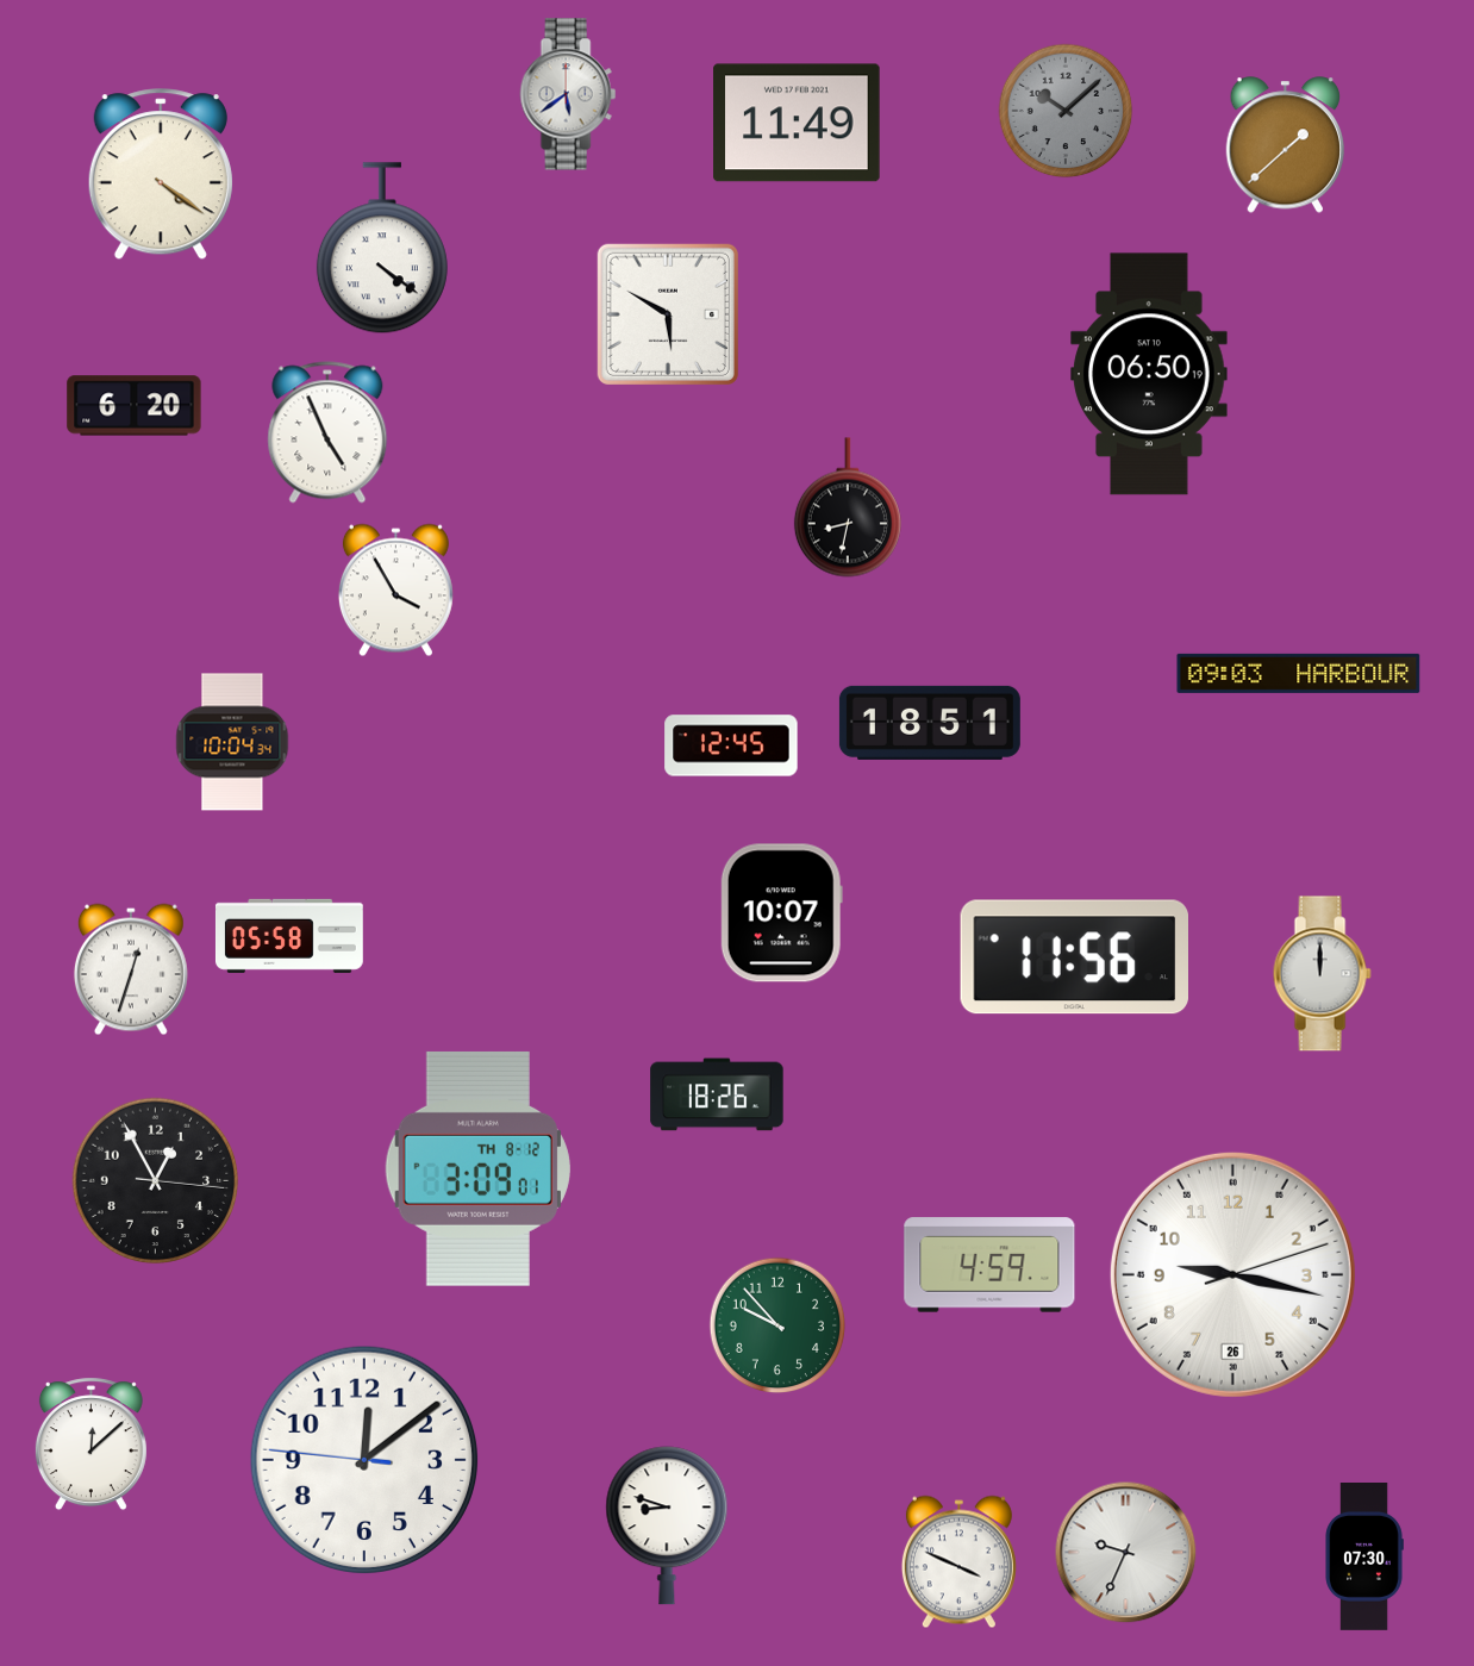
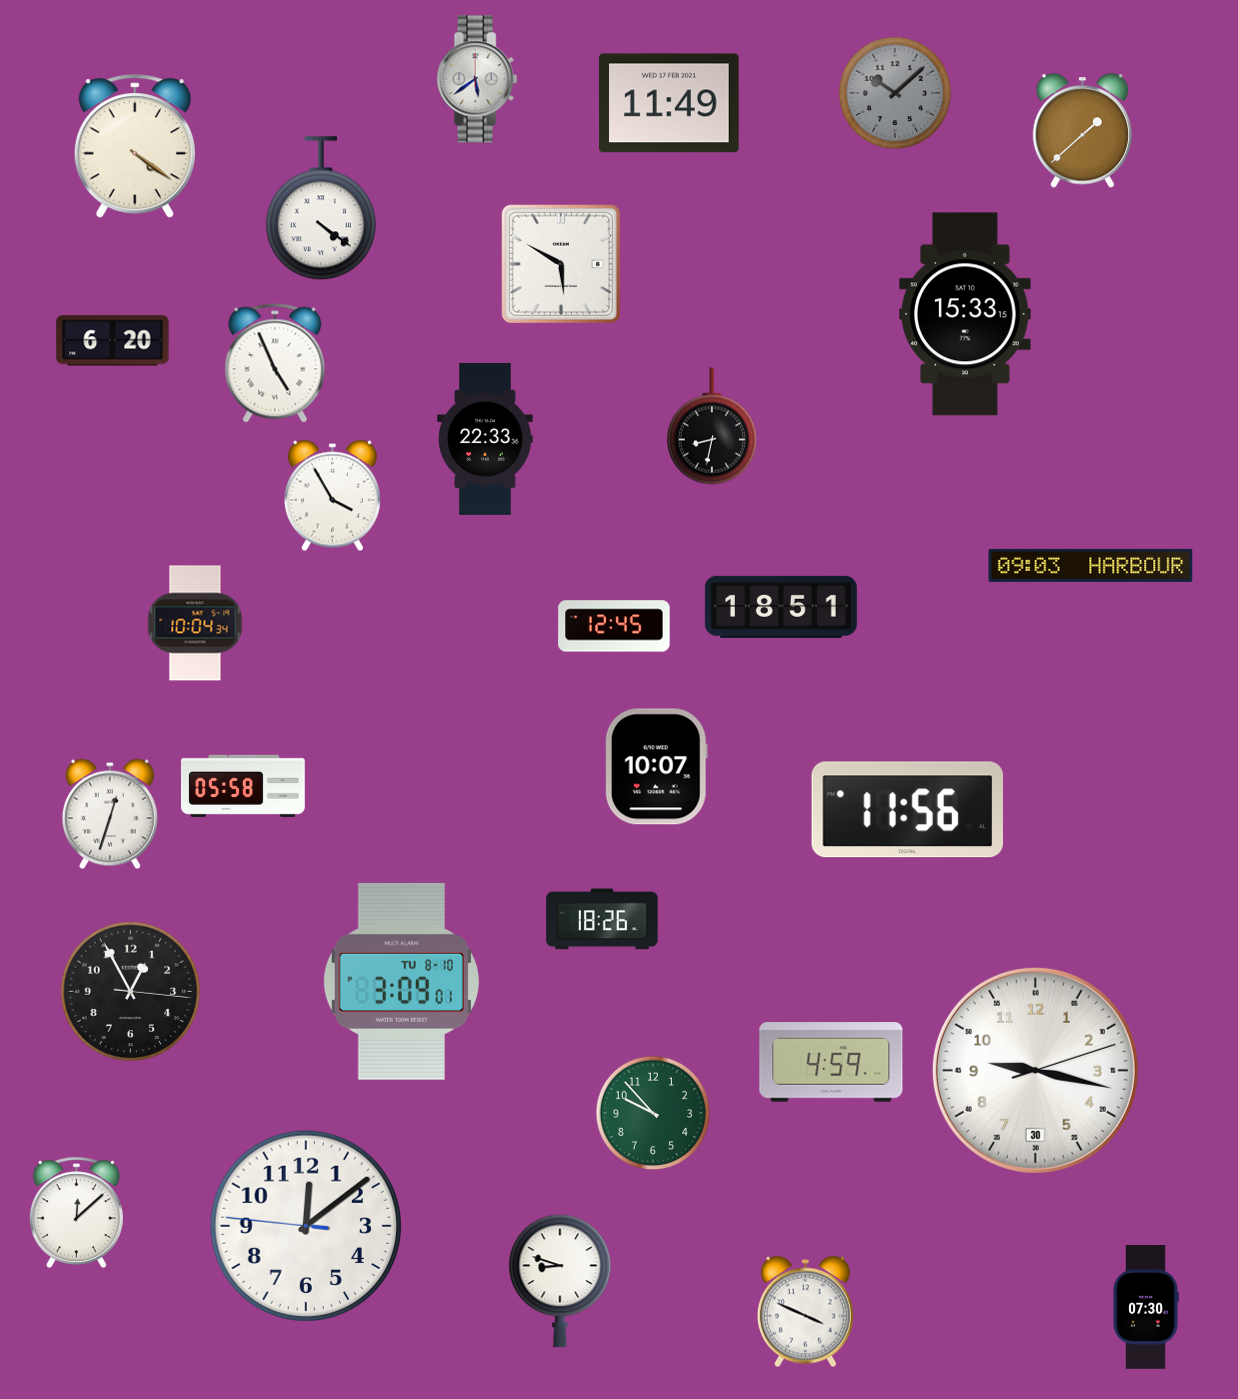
clock at (1286, 145) position: (1286, 145) -> (1083, 131)
clock at (1149, 374): 06:50 -> 15:33
clock at (485, 439): none -> 22:33
clock at (1075, 957) position: (1075, 957) -> (908, 810)
clock at (1322, 974): 12:00 -> none
clock at (477, 1168) date: TH 8-12 -> TU 8-10
clock at (1232, 1274) date: 26 -> 30
clock at (1126, 1553): 9:34 -> none
